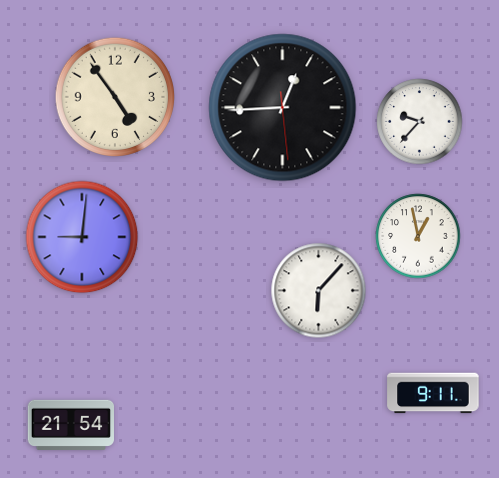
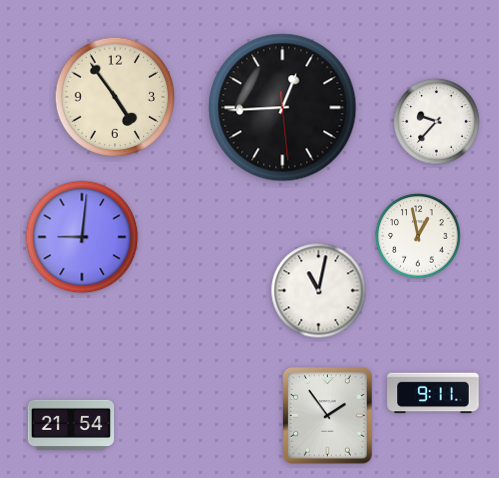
clock at (420, 122) position: (420, 122) -> (437, 122)
clock at (319, 291): 6:07 -> 11:02
clock at (328, 416): none -> 1:54
